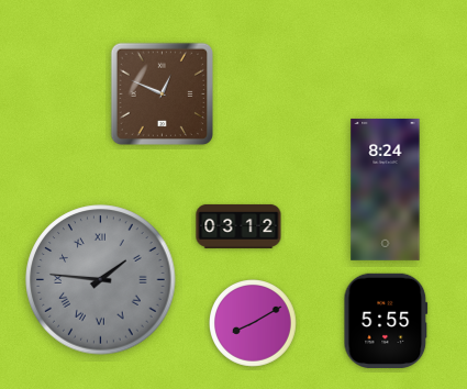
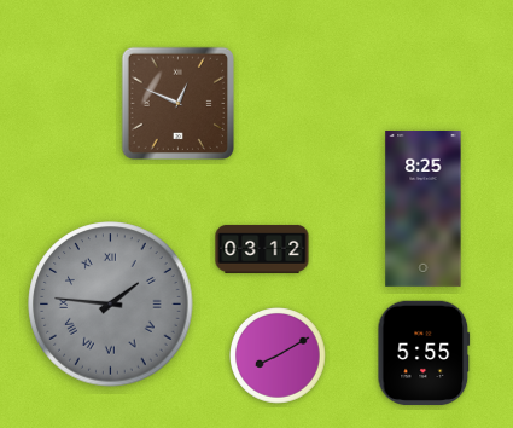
clock at (386, 190): 8:24 -> 8:25
clock at (101, 280) position: (101, 280) -> (111, 305)
